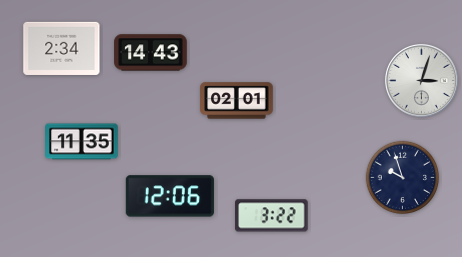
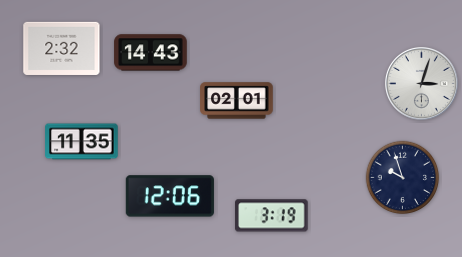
clock at (62, 48): 2:34 -> 2:32
clock at (422, 81) position: (422, 81) -> (422, 84)
clock at (272, 216): 3:22 -> 3:19
